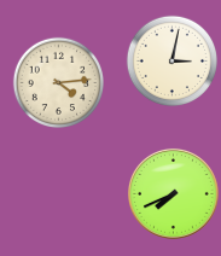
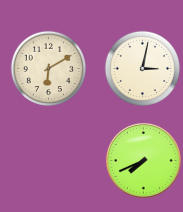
clock at (173, 62) position: (173, 62) -> (143, 69)
clock at (59, 83): 4:14 -> 6:10
